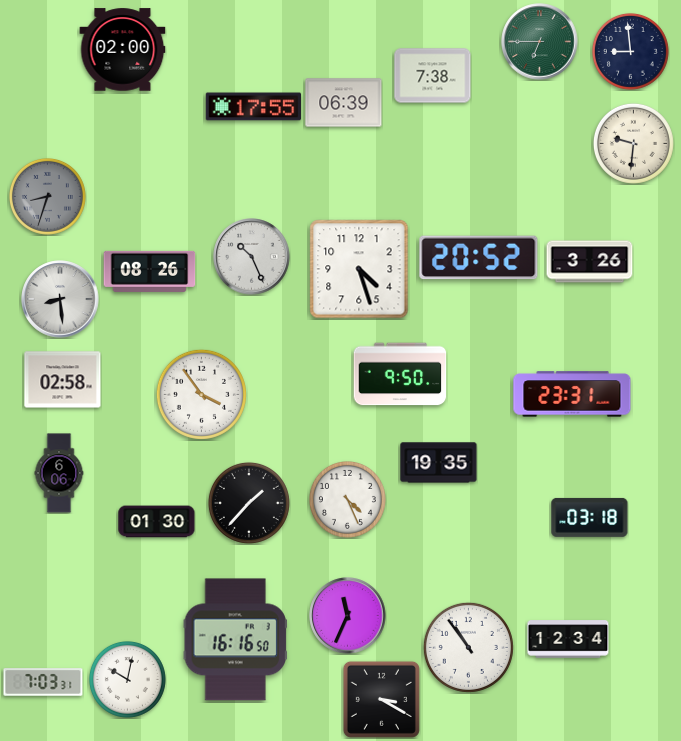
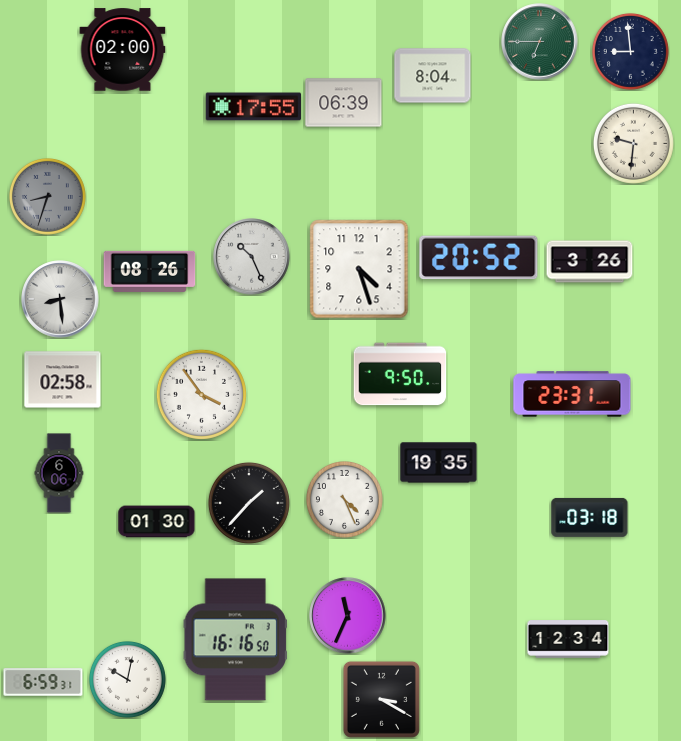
clock at (433, 76): 7:38 -> 8:04
clock at (347, 499) position: (347, 499) -> (344, 499)
clock at (468, 647): 10:54 -> none
clock at (43, 682): 7:03 -> 6:59
